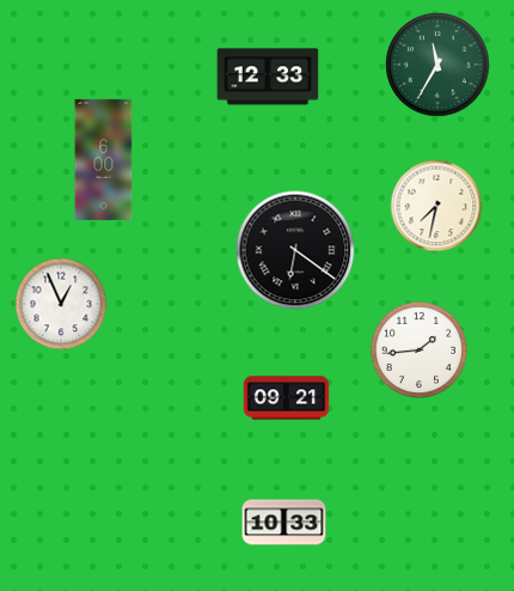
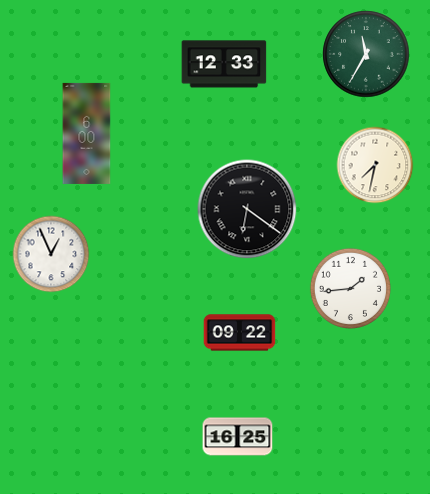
clock at (436, 206) position: (436, 206) -> (375, 165)
clock at (418, 349) position: (418, 349) -> (350, 288)
clock at (287, 398): 09:21 -> 09:22
clock at (284, 523): 10:33 -> 16:25
